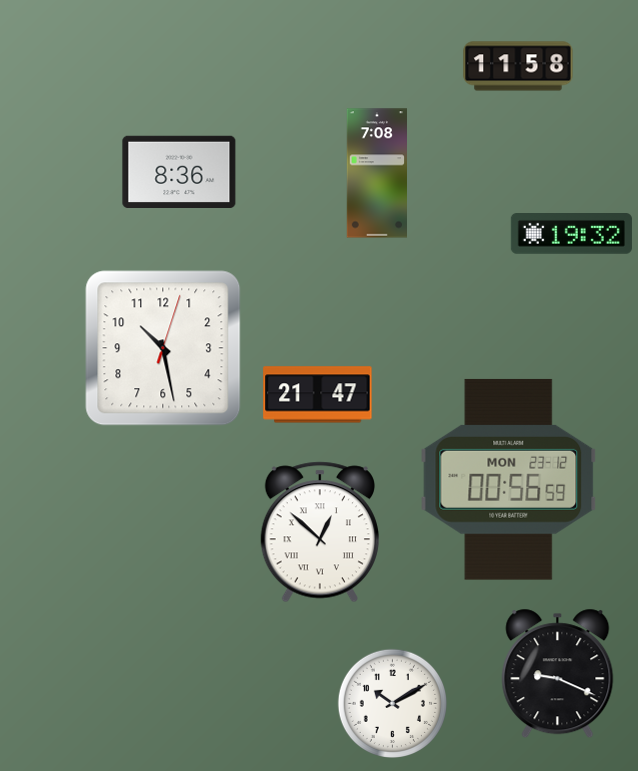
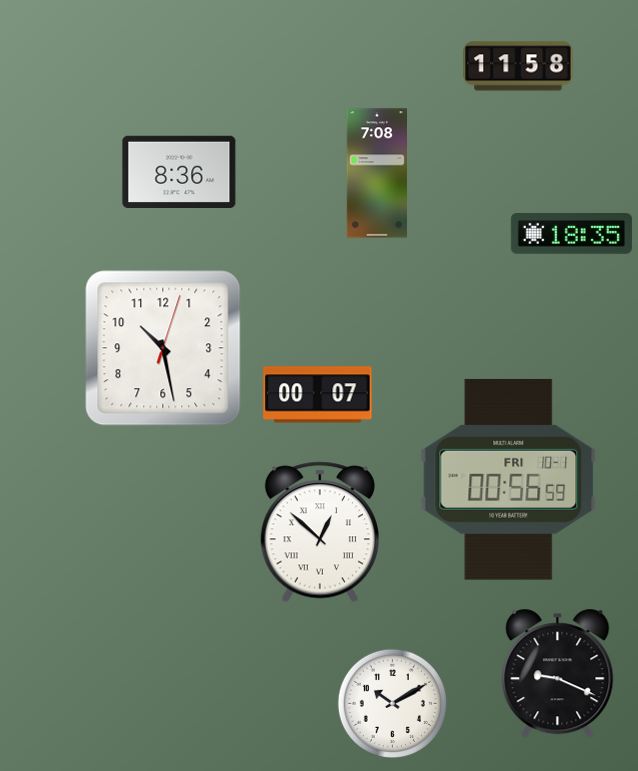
clock at (571, 234): 19:32 -> 18:35
clock at (318, 395): 21:47 -> 00:07
clock at (509, 479) date: MON 23-12 -> FRI 10-1
